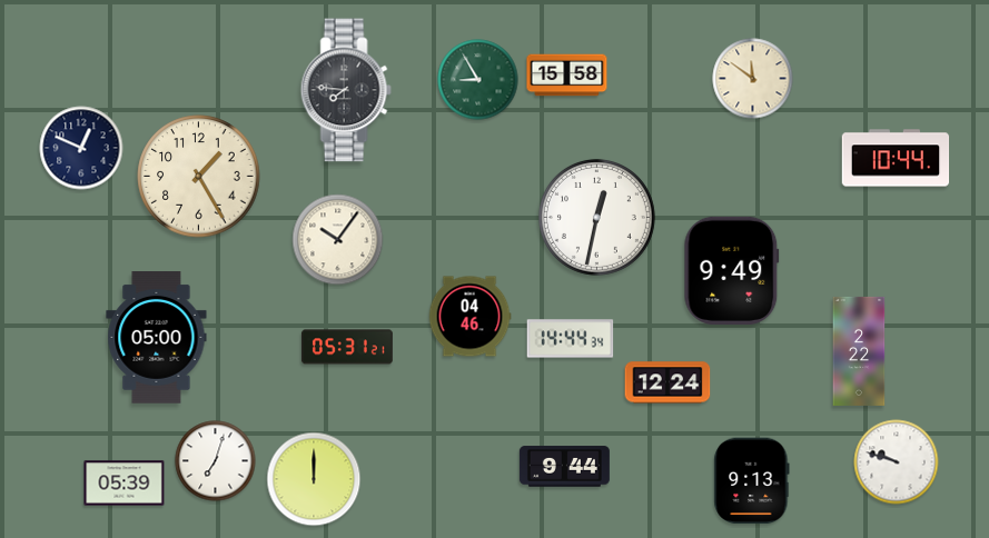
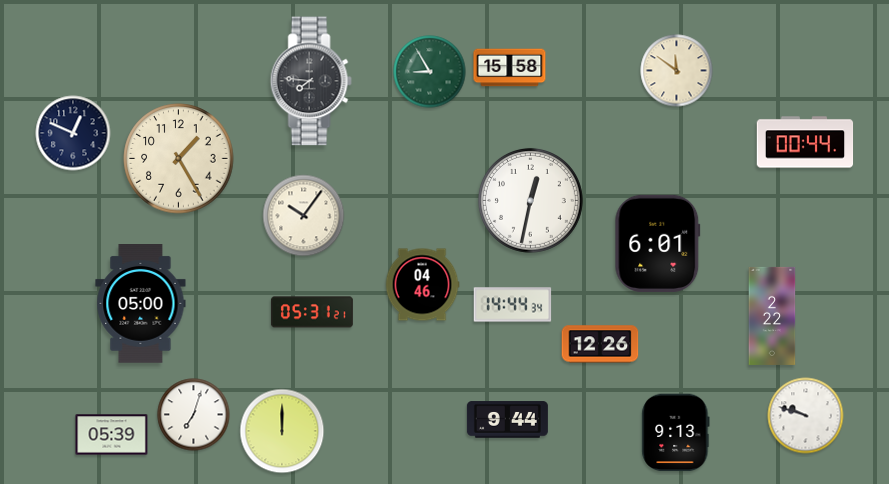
clock at (896, 158): 10:44 -> 00:44
clock at (596, 217) position: (596, 217) -> (530, 200)
clock at (732, 270): 9:49 -> 6:01
clock at (667, 382): 12:24 -> 12:26
